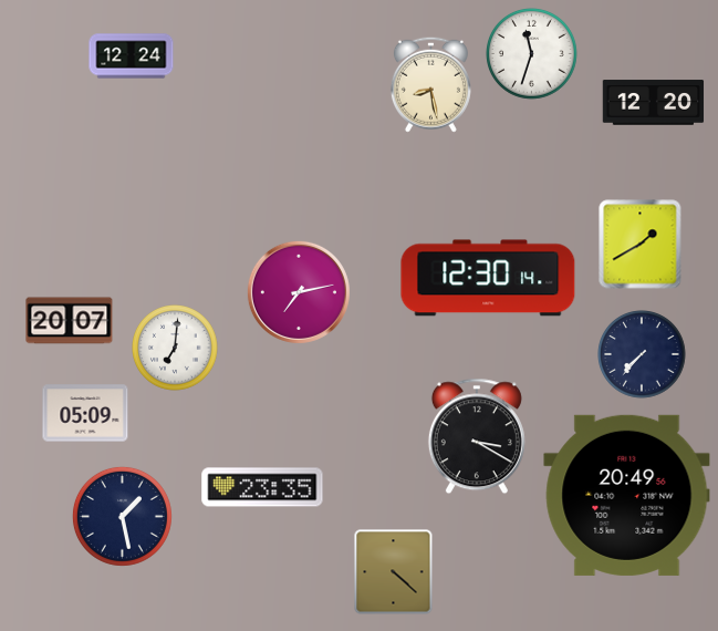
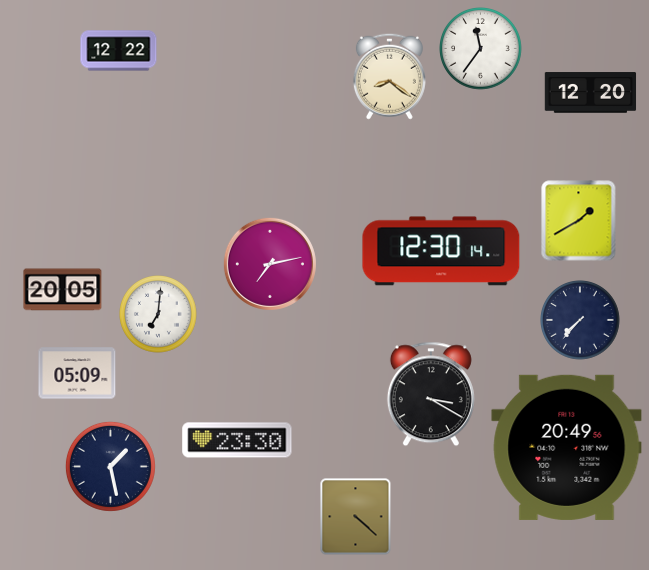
clock at (532, 54): 11:33 -> 11:36
clock at (132, 56): 12:24 -> 12:22
clock at (430, 84): 8:28 -> 8:21
clock at (70, 321): 20:07 -> 20:05
clock at (262, 487): 23:35 -> 23:30
